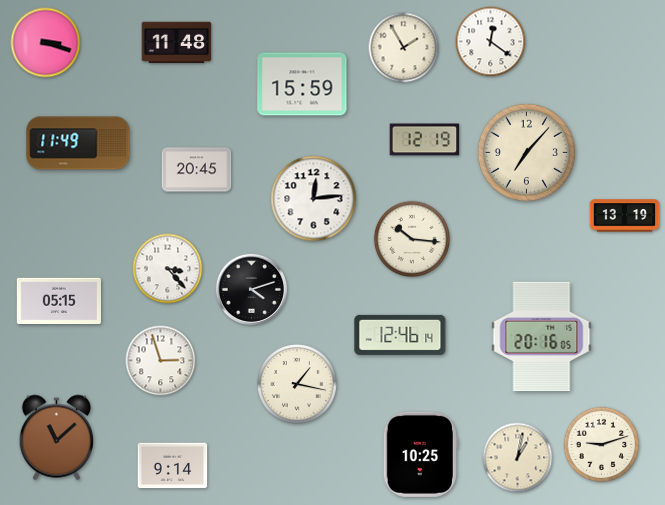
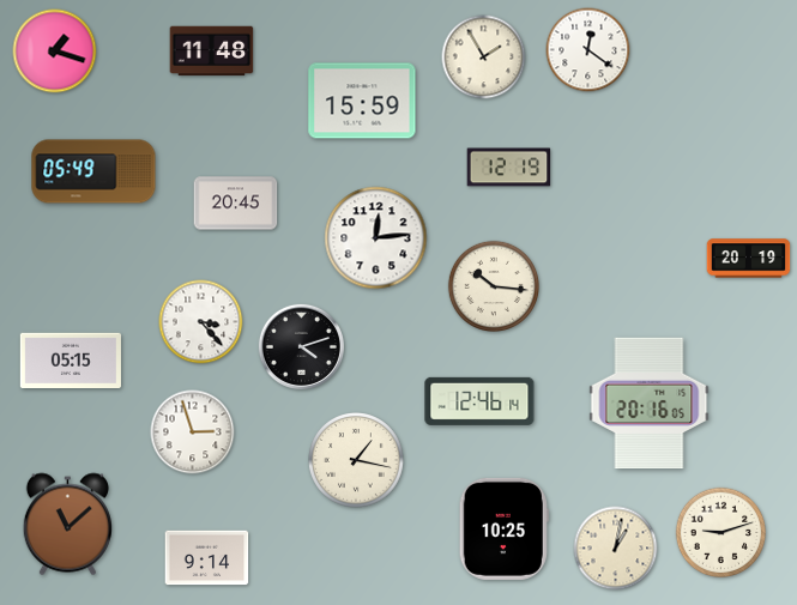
clock at (46, 43): 3:18 -> 1:18
clock at (78, 143): 11:49 -> 05:49
clock at (526, 152): 7:07 -> none
clock at (625, 216): 13:19 -> 20:19
clock at (420, 454) position: (420, 454) -> (503, 528)
clock at (518, 458) position: (518, 458) -> (616, 549)
